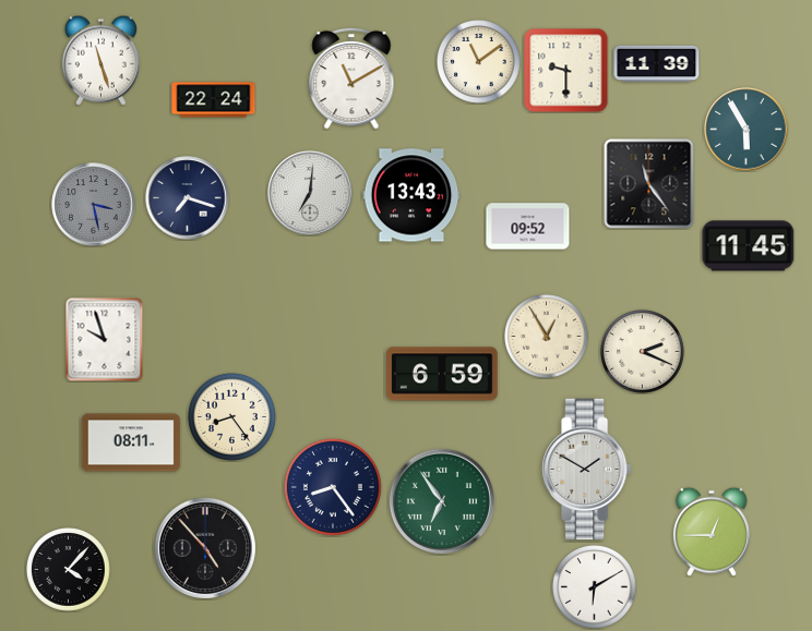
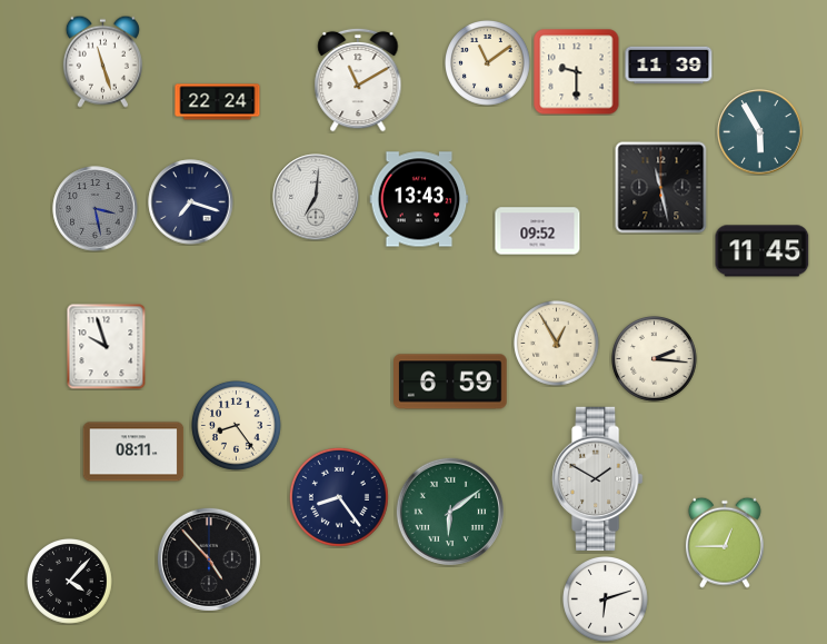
clock at (649, 184): 11:24 -> 11:28
clock at (643, 352): 2:19 -> 2:16
clock at (442, 501): 6:54 -> 6:09
clock at (595, 587): 6:10 -> 6:12
